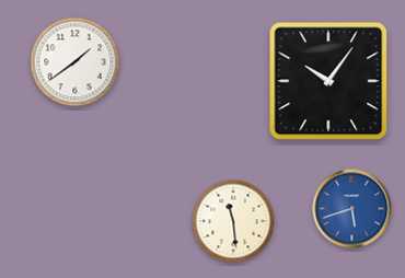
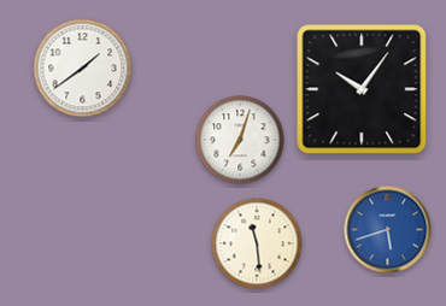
clock at (240, 140): none -> 7:03
